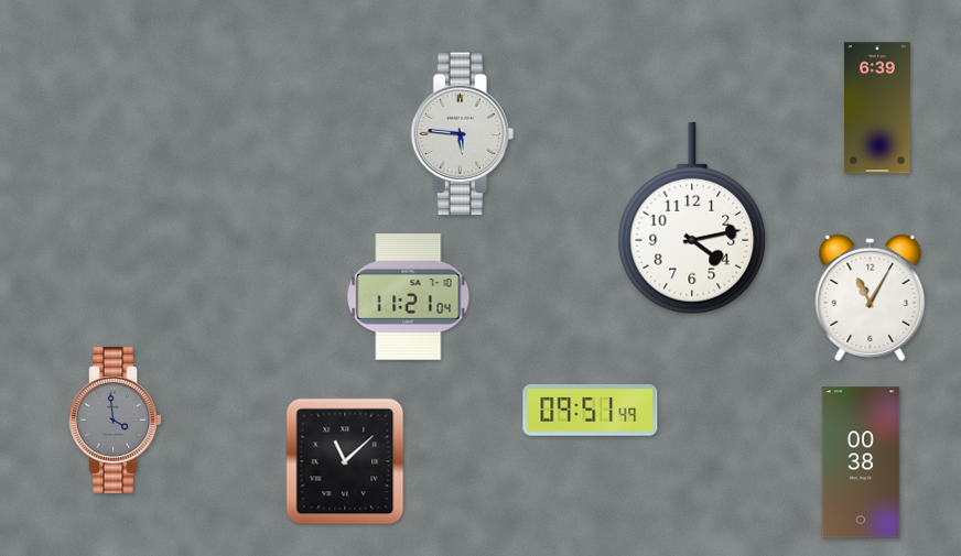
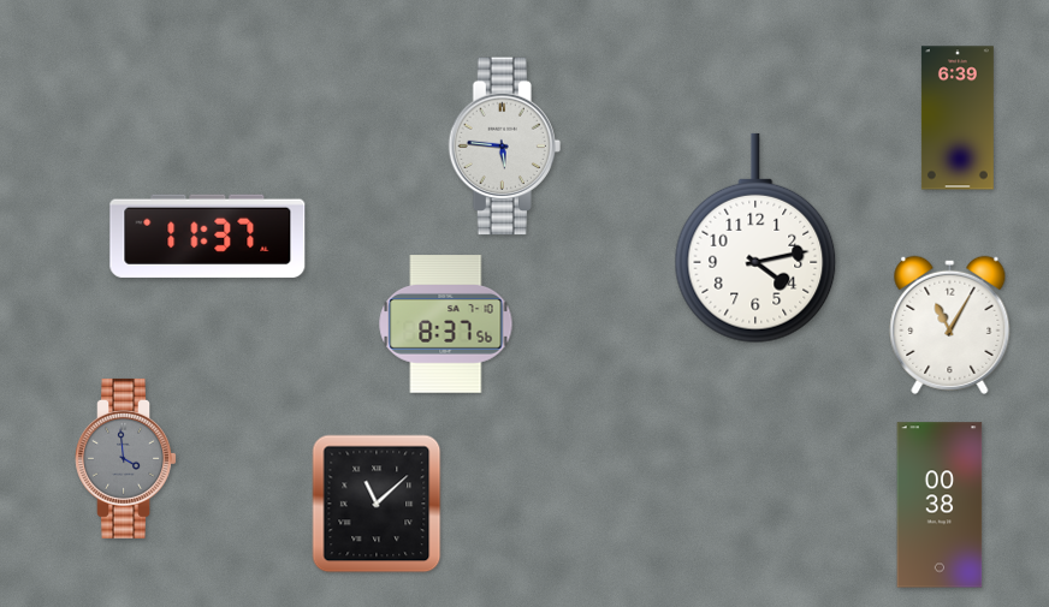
clock at (208, 236): none -> 11:37
clock at (409, 297): 11:21 -> 8:37
clock at (591, 411): 09:51 -> none
